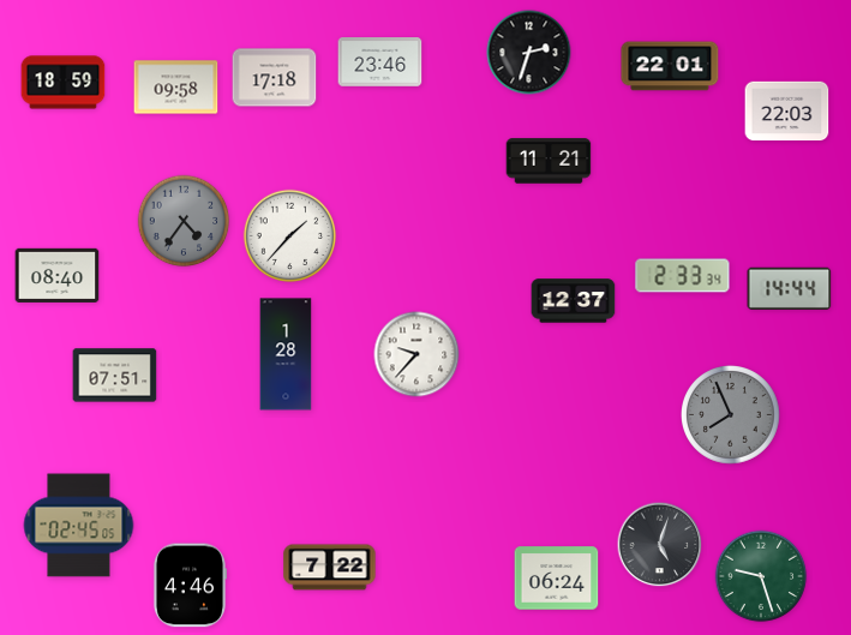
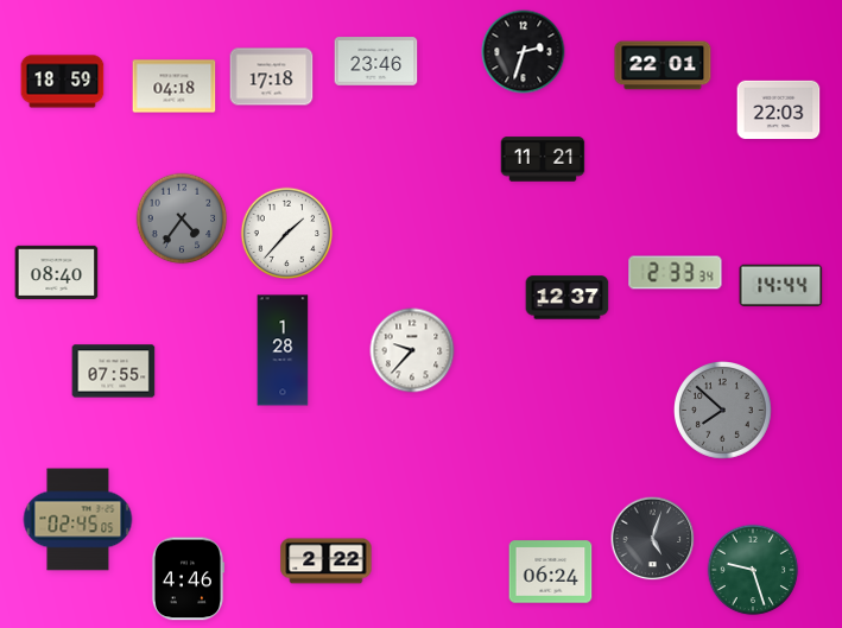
clock at (176, 88): 09:58 -> 04:18
clock at (115, 376): 07:51 -> 07:55
clock at (731, 415): 7:56 -> 7:52
clock at (330, 568): 7:22 -> 2:22
